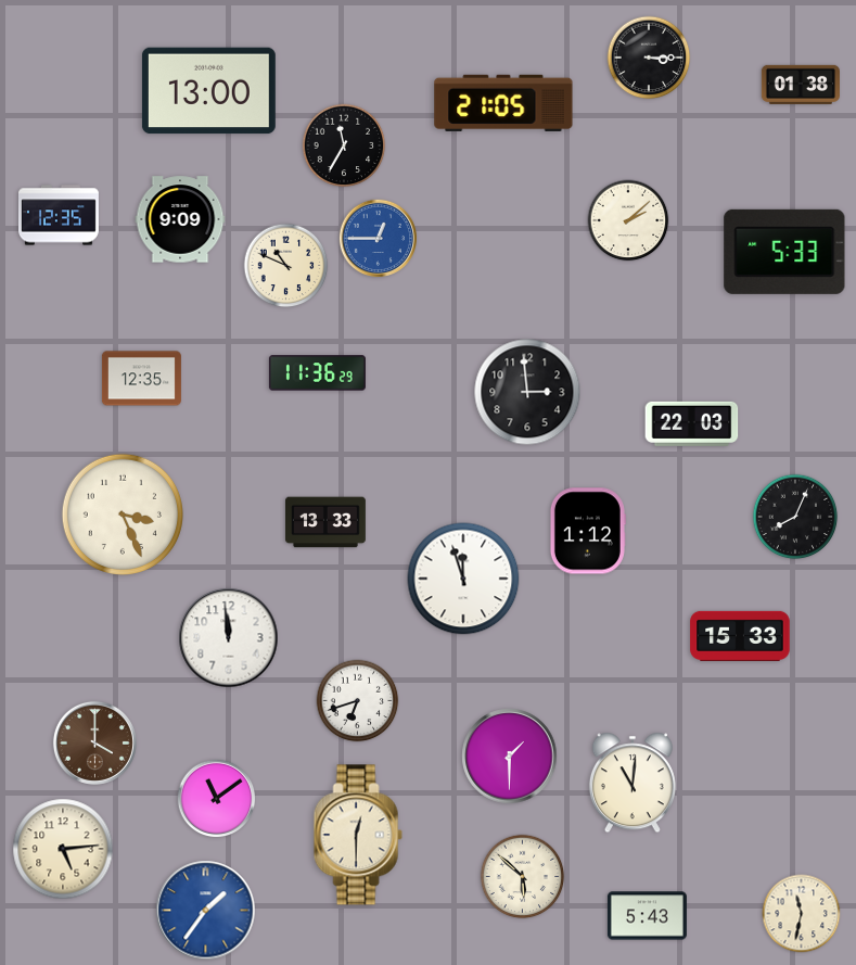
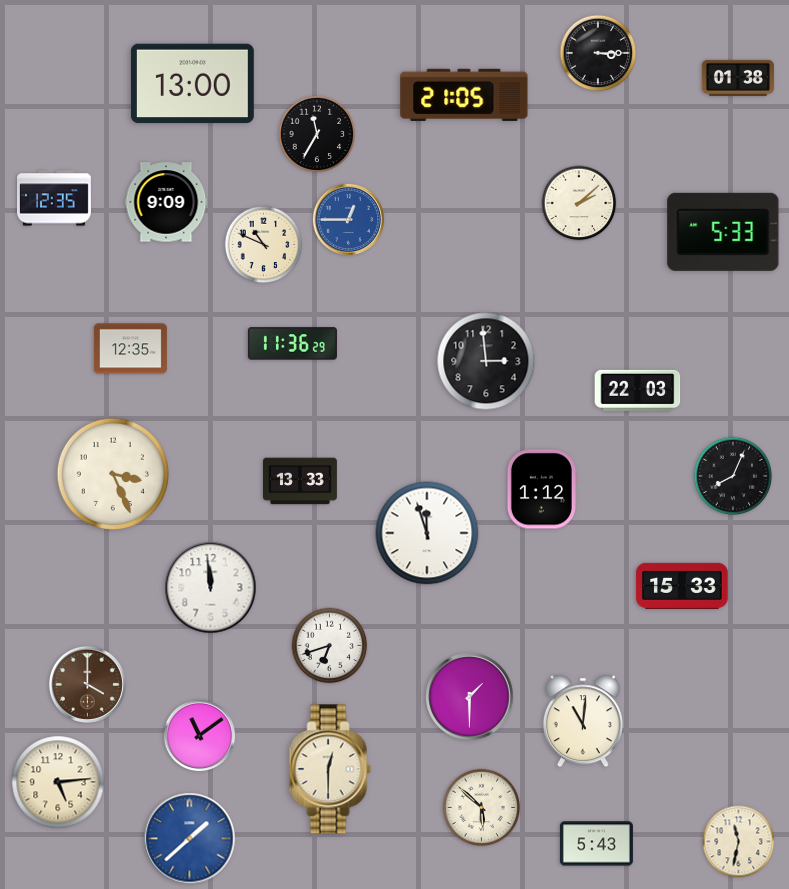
clock at (206, 911): 1:36 -> 1:38
